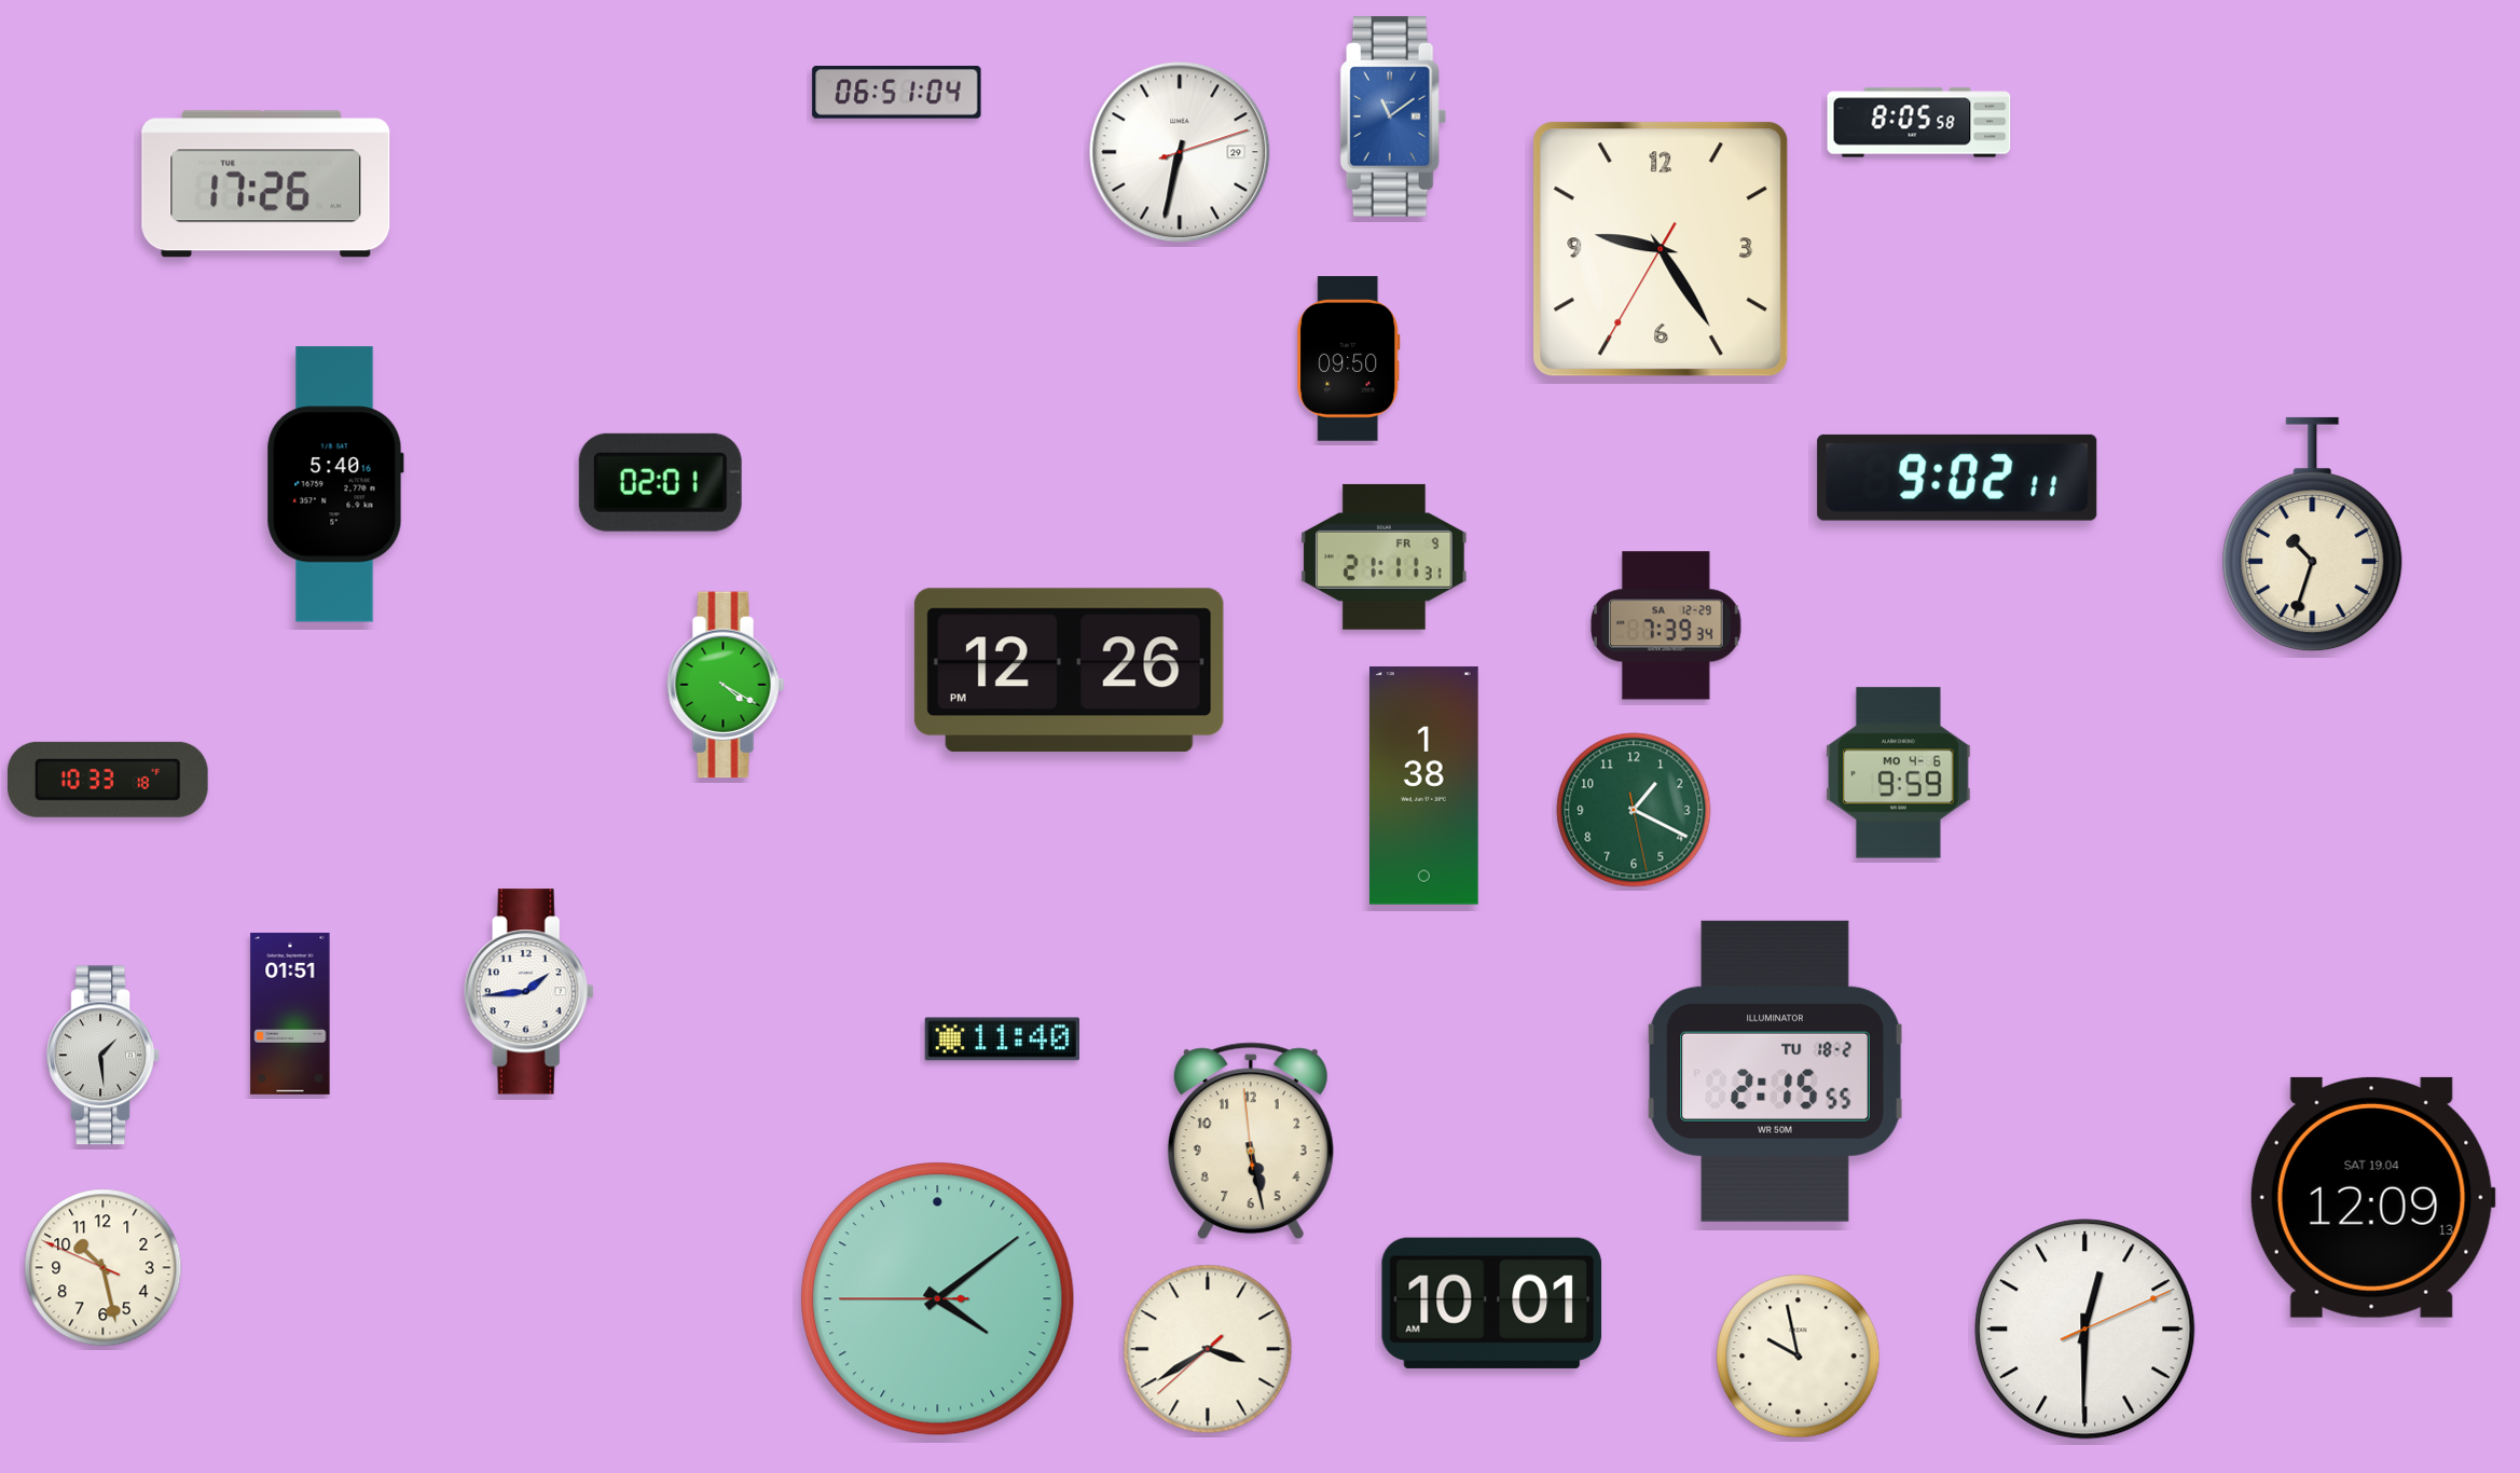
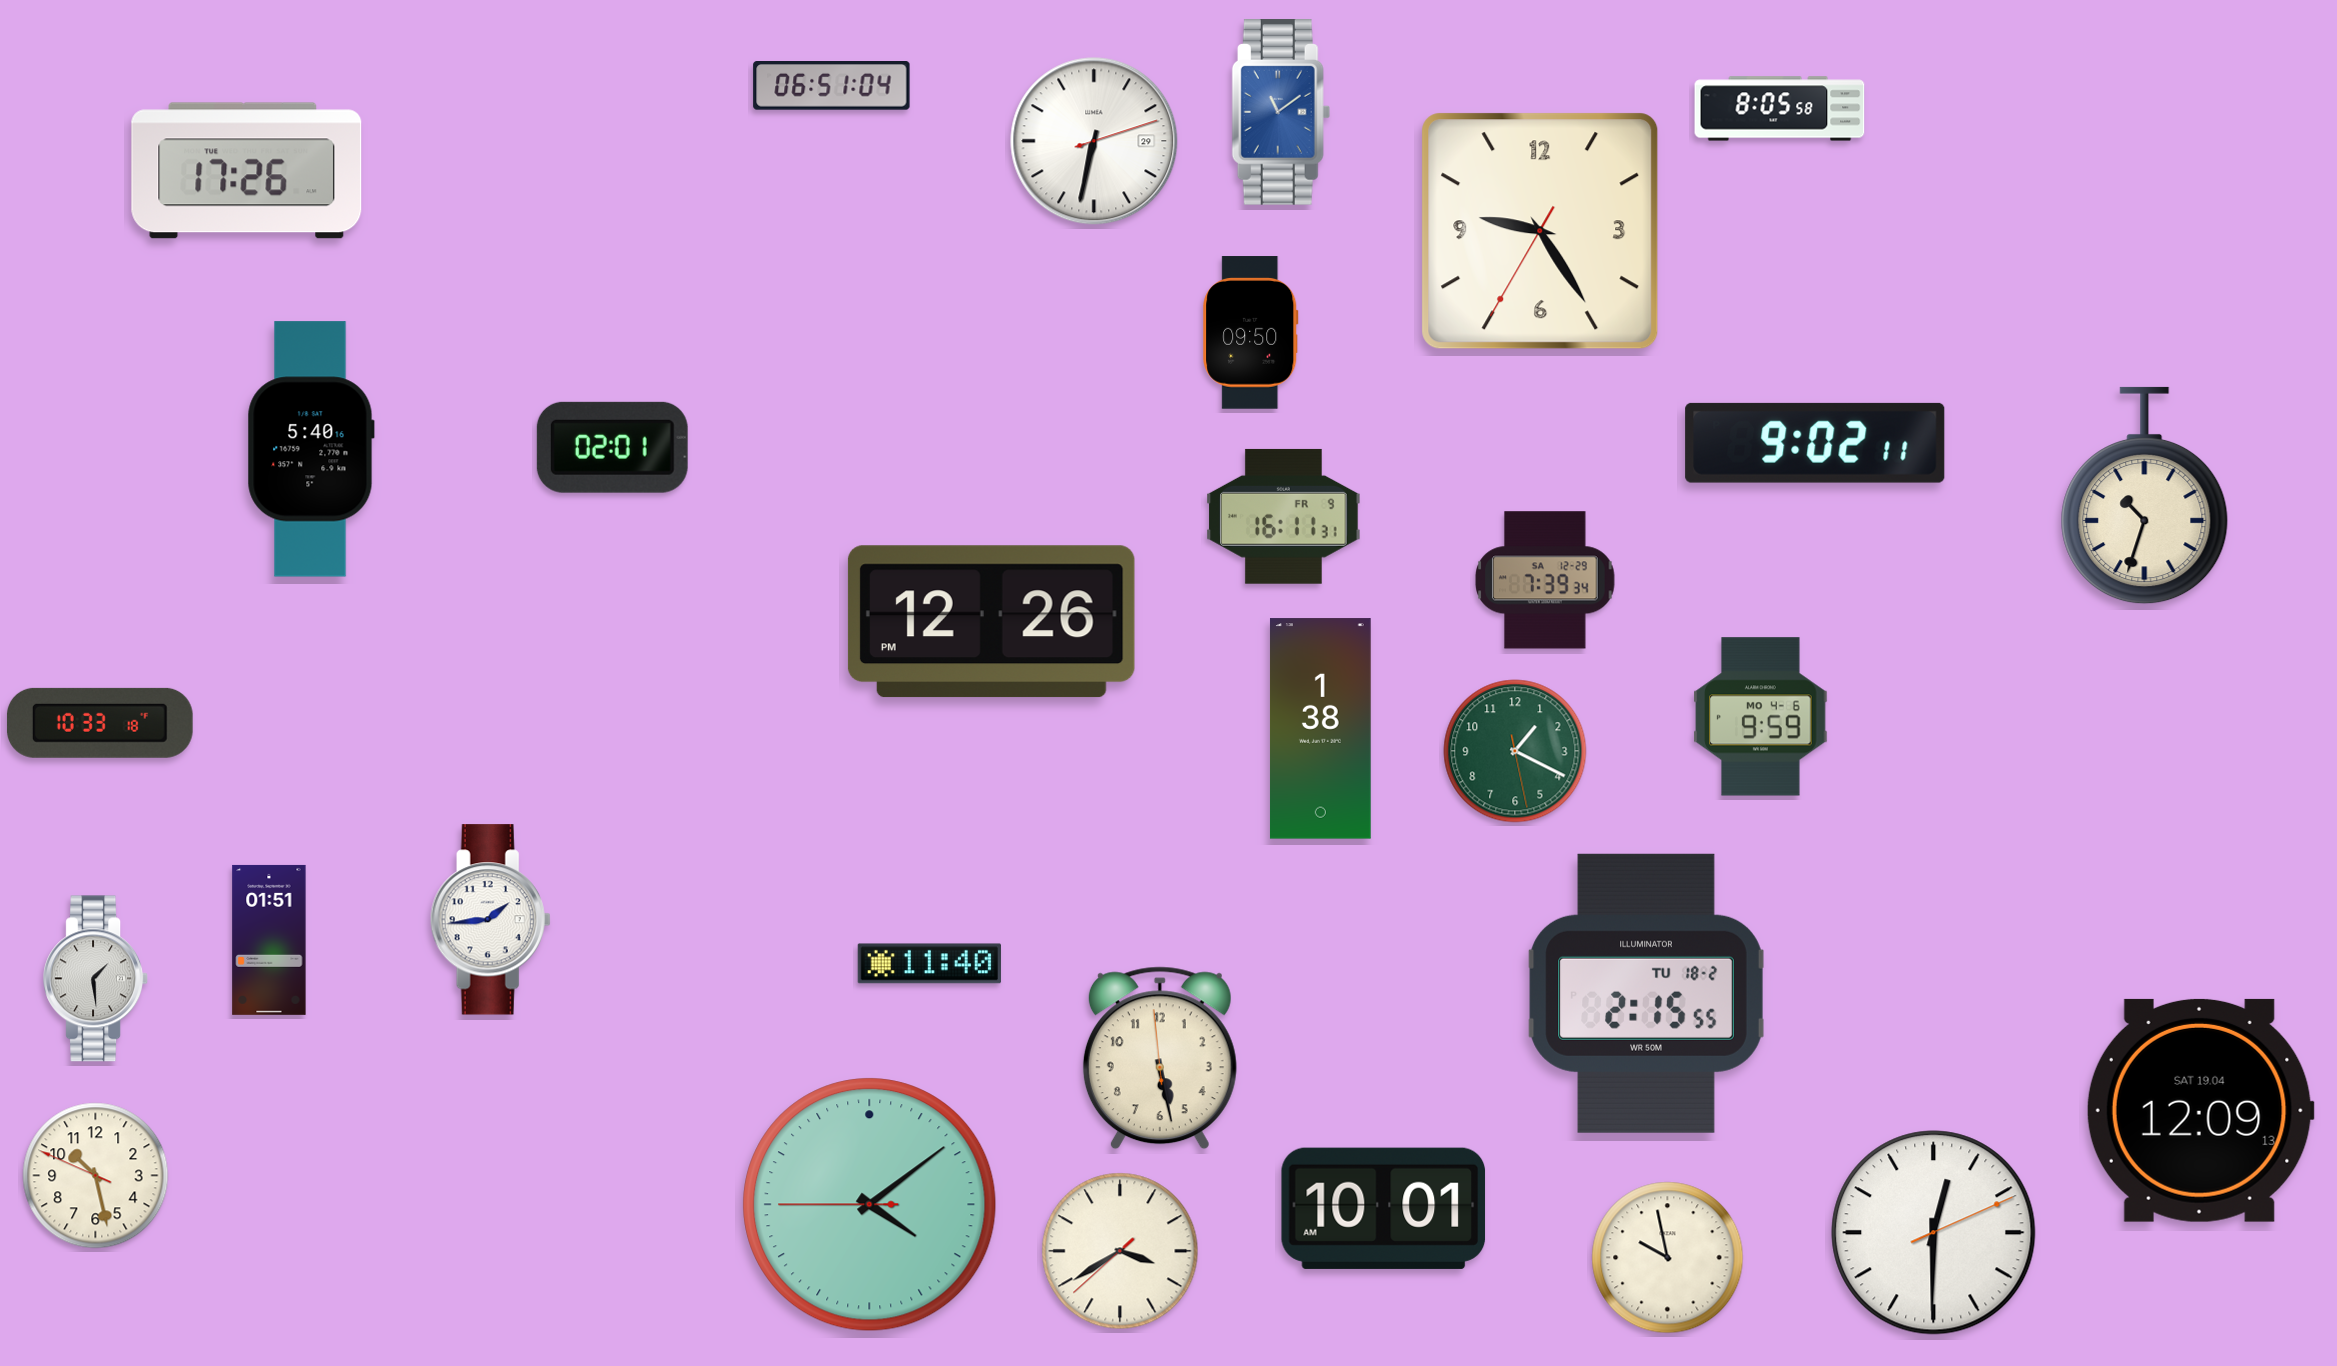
clock at (1393, 118) position: (1393, 118) -> (1281, 113)
clock at (1919, 123) position: (1919, 123) -> (1780, 109)
clock at (1385, 556): 21:11 -> 16:11
clock at (726, 685): 4:20 -> none
